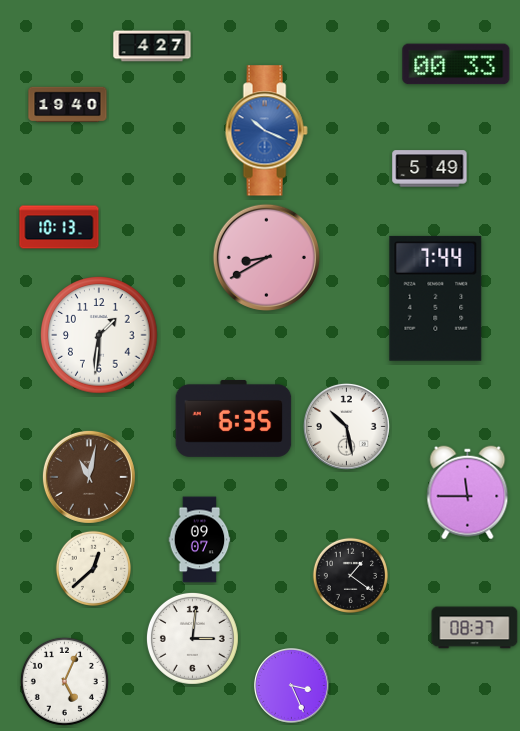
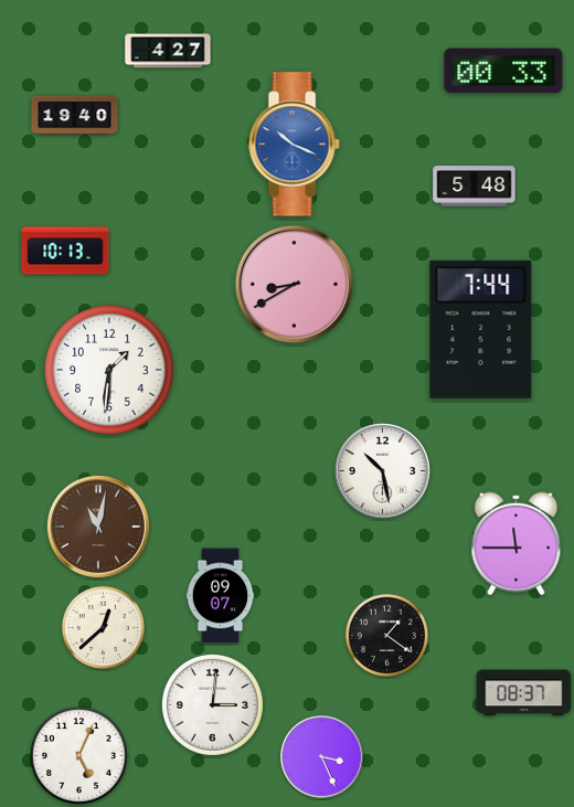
clock at (430, 169): 5:49 -> 5:48
clock at (234, 418): 6:35 -> none
clock at (64, 681) position: (64, 681) -> (78, 755)
